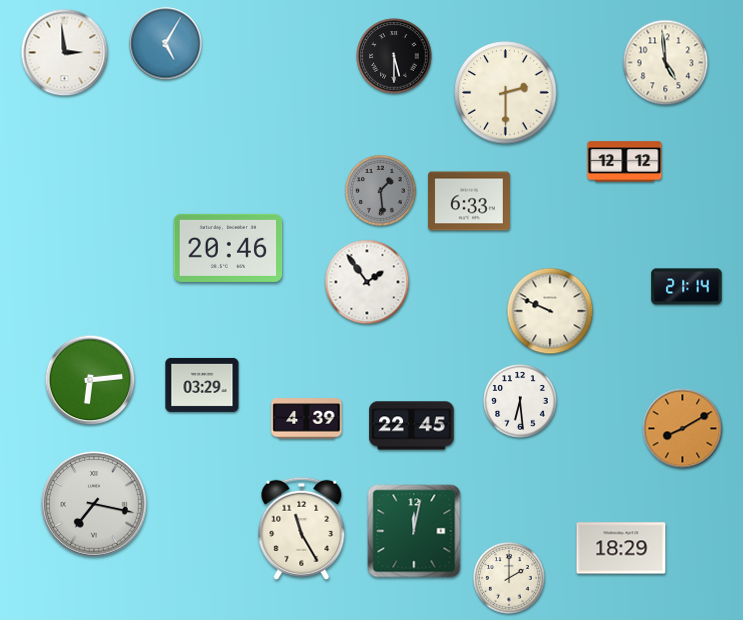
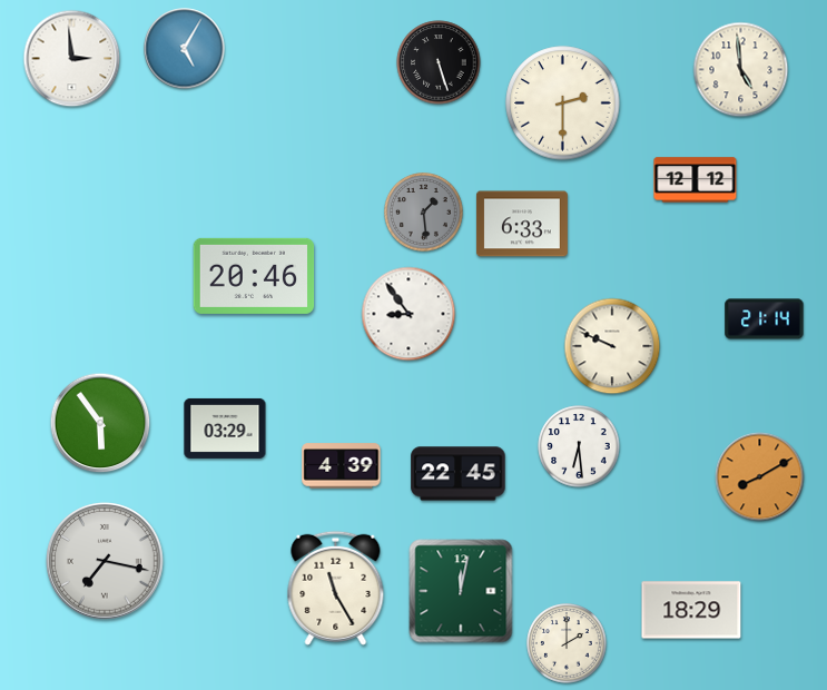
clock at (394, 56): 5:30 -> 5:27
clock at (367, 282): 1:54 -> 8:54
clock at (90, 380): 6:14 -> 5:54
